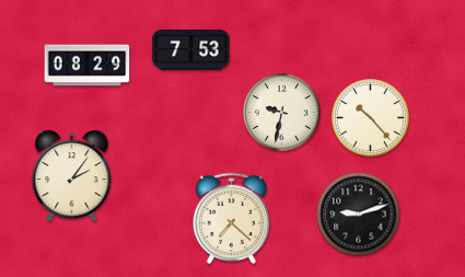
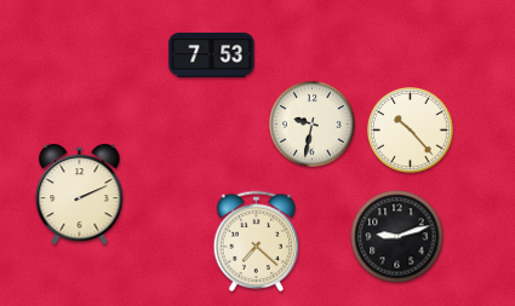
clock at (88, 66): 08:29 -> none
clock at (72, 176): 2:06 -> 2:11
